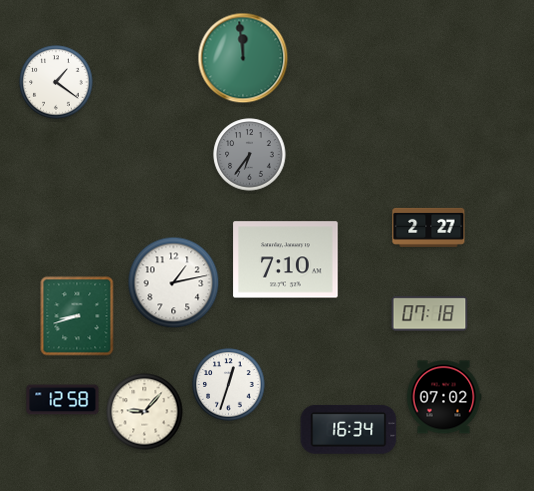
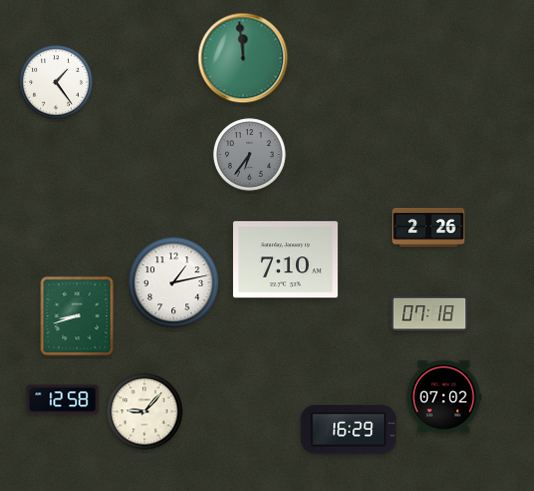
clock at (56, 82): 1:21 -> 1:24
clock at (429, 227): 2:27 -> 2:26
clock at (229, 385): 12:33 -> none
clock at (349, 429): 16:34 -> 16:29
